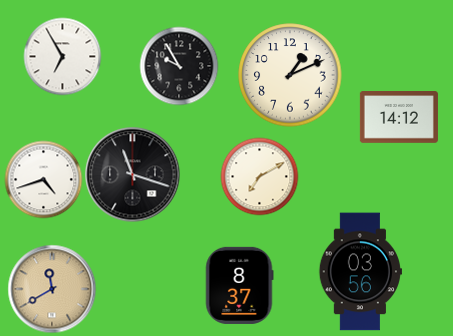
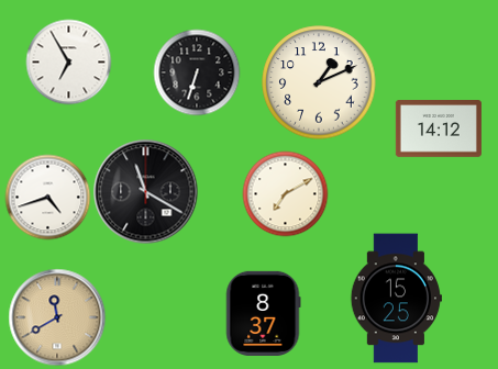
clock at (179, 66): 9:55 -> 6:33
clock at (132, 174): 11:18 -> 11:20
clock at (360, 272): 03:56 -> 15:25
